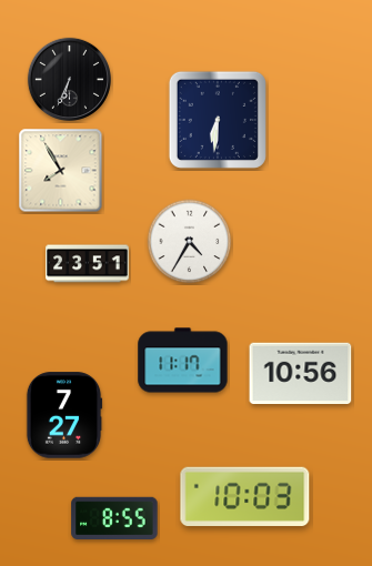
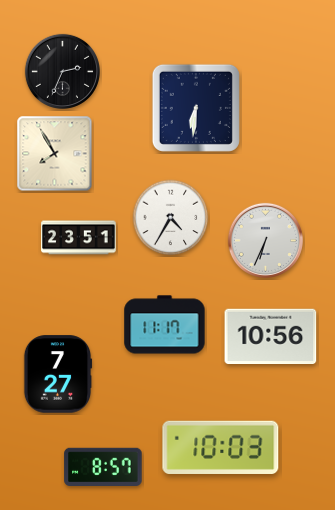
clock at (69, 79): 6:34 -> 2:34
clock at (265, 240): none -> 6:34
clock at (114, 517): 8:55 -> 8:57
